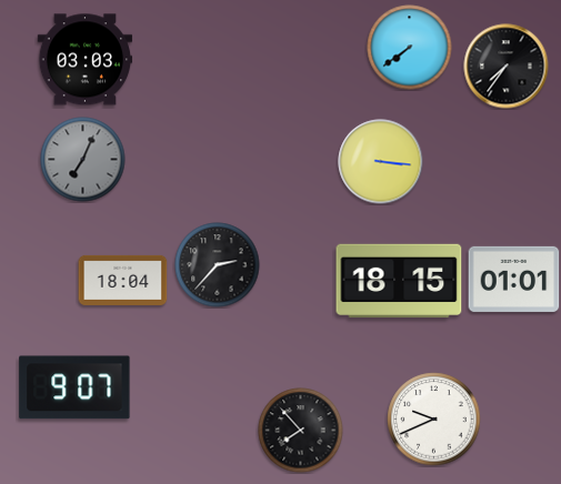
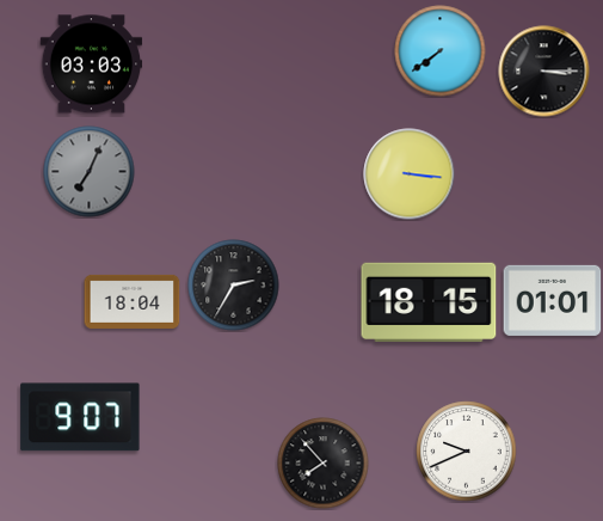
clock at (507, 67): 7:36 -> 3:15
clock at (218, 265): 2:37 -> 2:35
